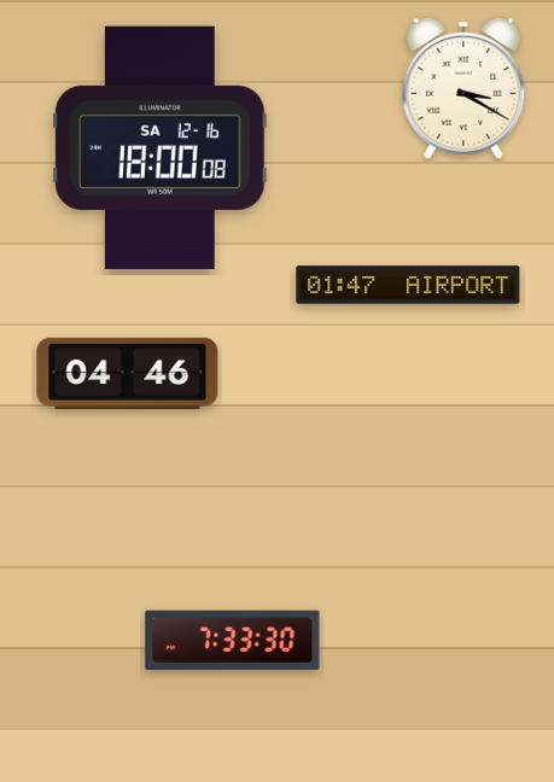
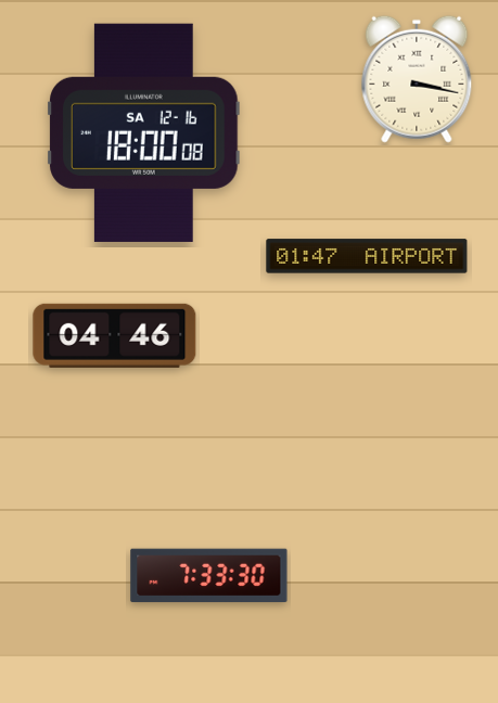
clock at (463, 88): 3:20 -> 3:17
